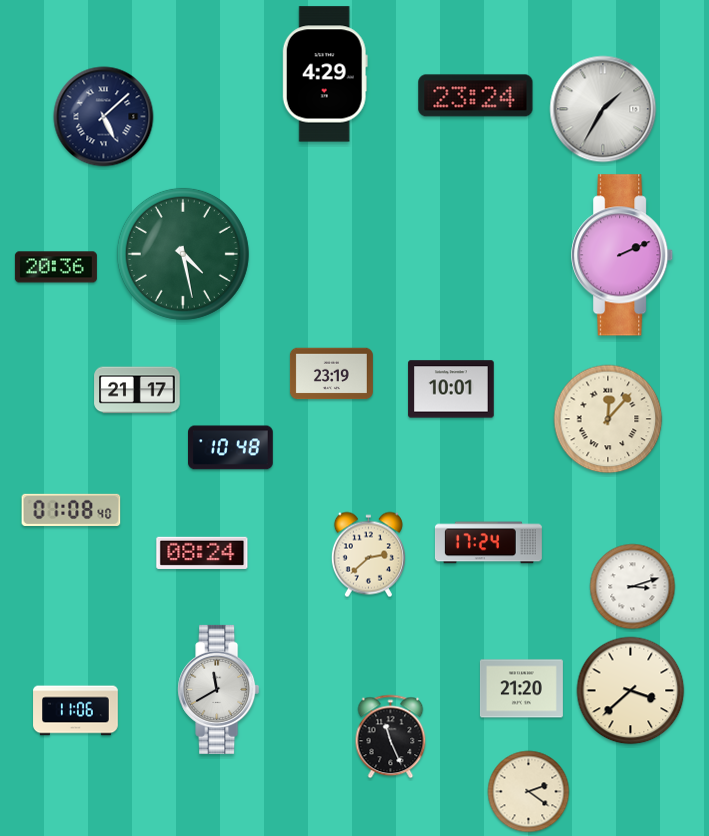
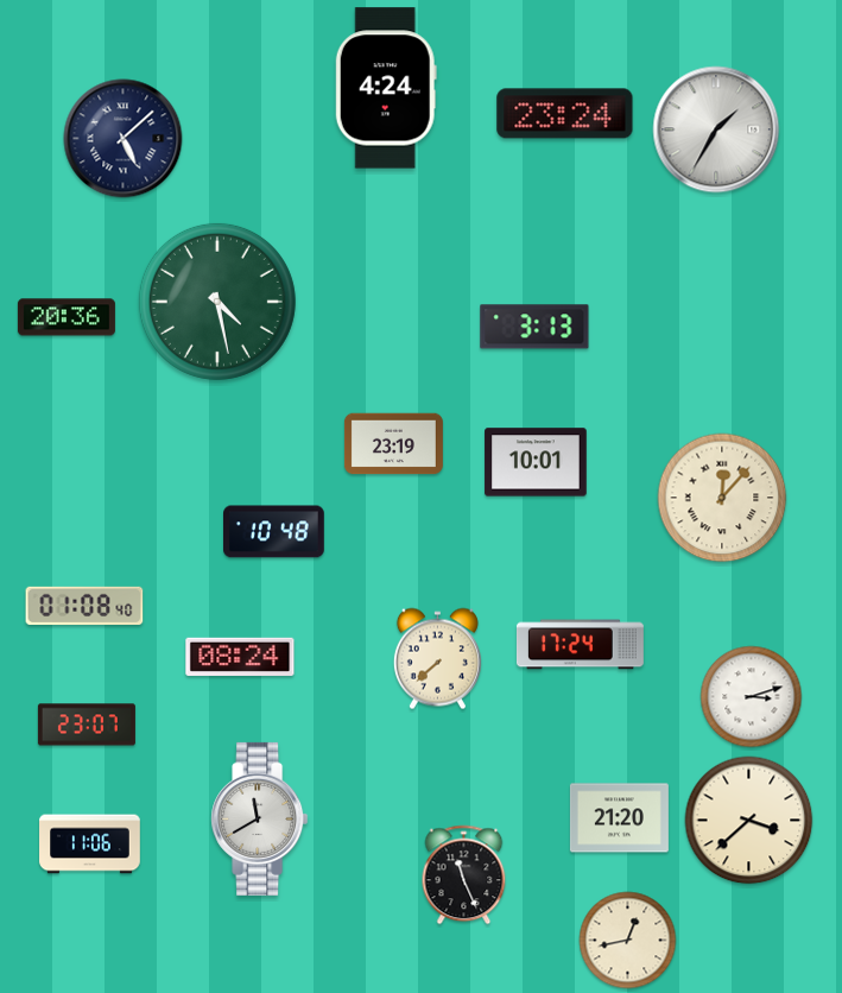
clock at (325, 74): 4:29 -> 4:24
clock at (623, 255): 2:11 -> none
clock at (534, 327): none -> 3:13
clock at (137, 390): 21:17 -> none
clock at (368, 555): 2:38 -> 7:38
clock at (87, 725): none -> 23:07
clock at (529, 792): 2:21 -> 12:43
